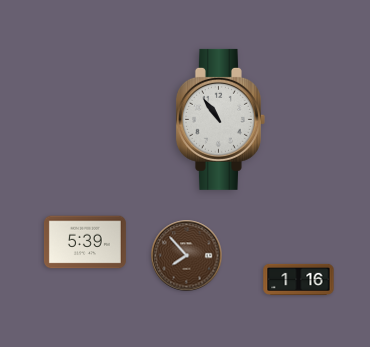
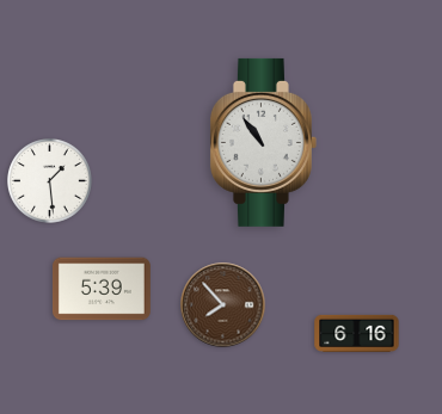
clock at (50, 181): none -> 1:29
clock at (299, 279): 1:16 -> 6:16
